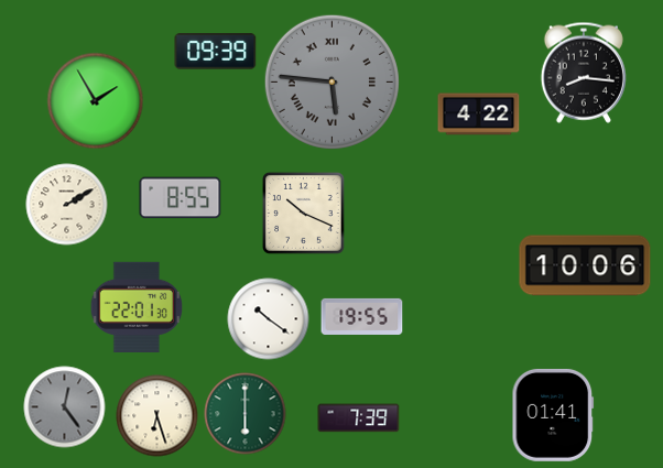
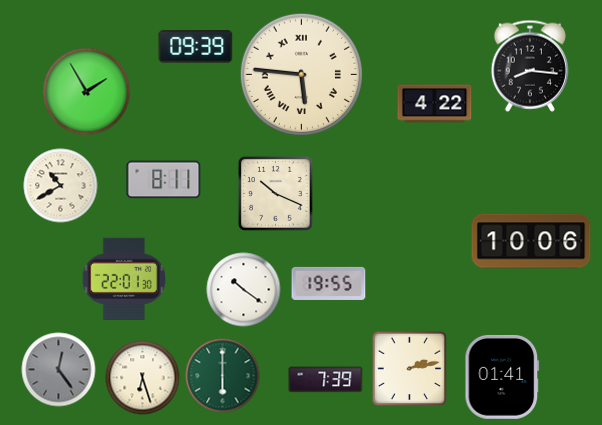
clock at (331, 81) dial: grey -> cream
clock at (181, 198): 8:55 -> 8:11
clock at (67, 205): 2:10 -> 10:40
clock at (362, 316) position: (362, 316) -> (329, 283)
clock at (410, 369): none -> 2:13
